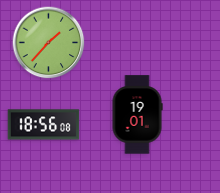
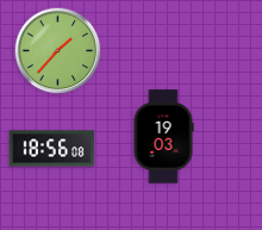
clock at (137, 115): 19:01 -> 19:03
